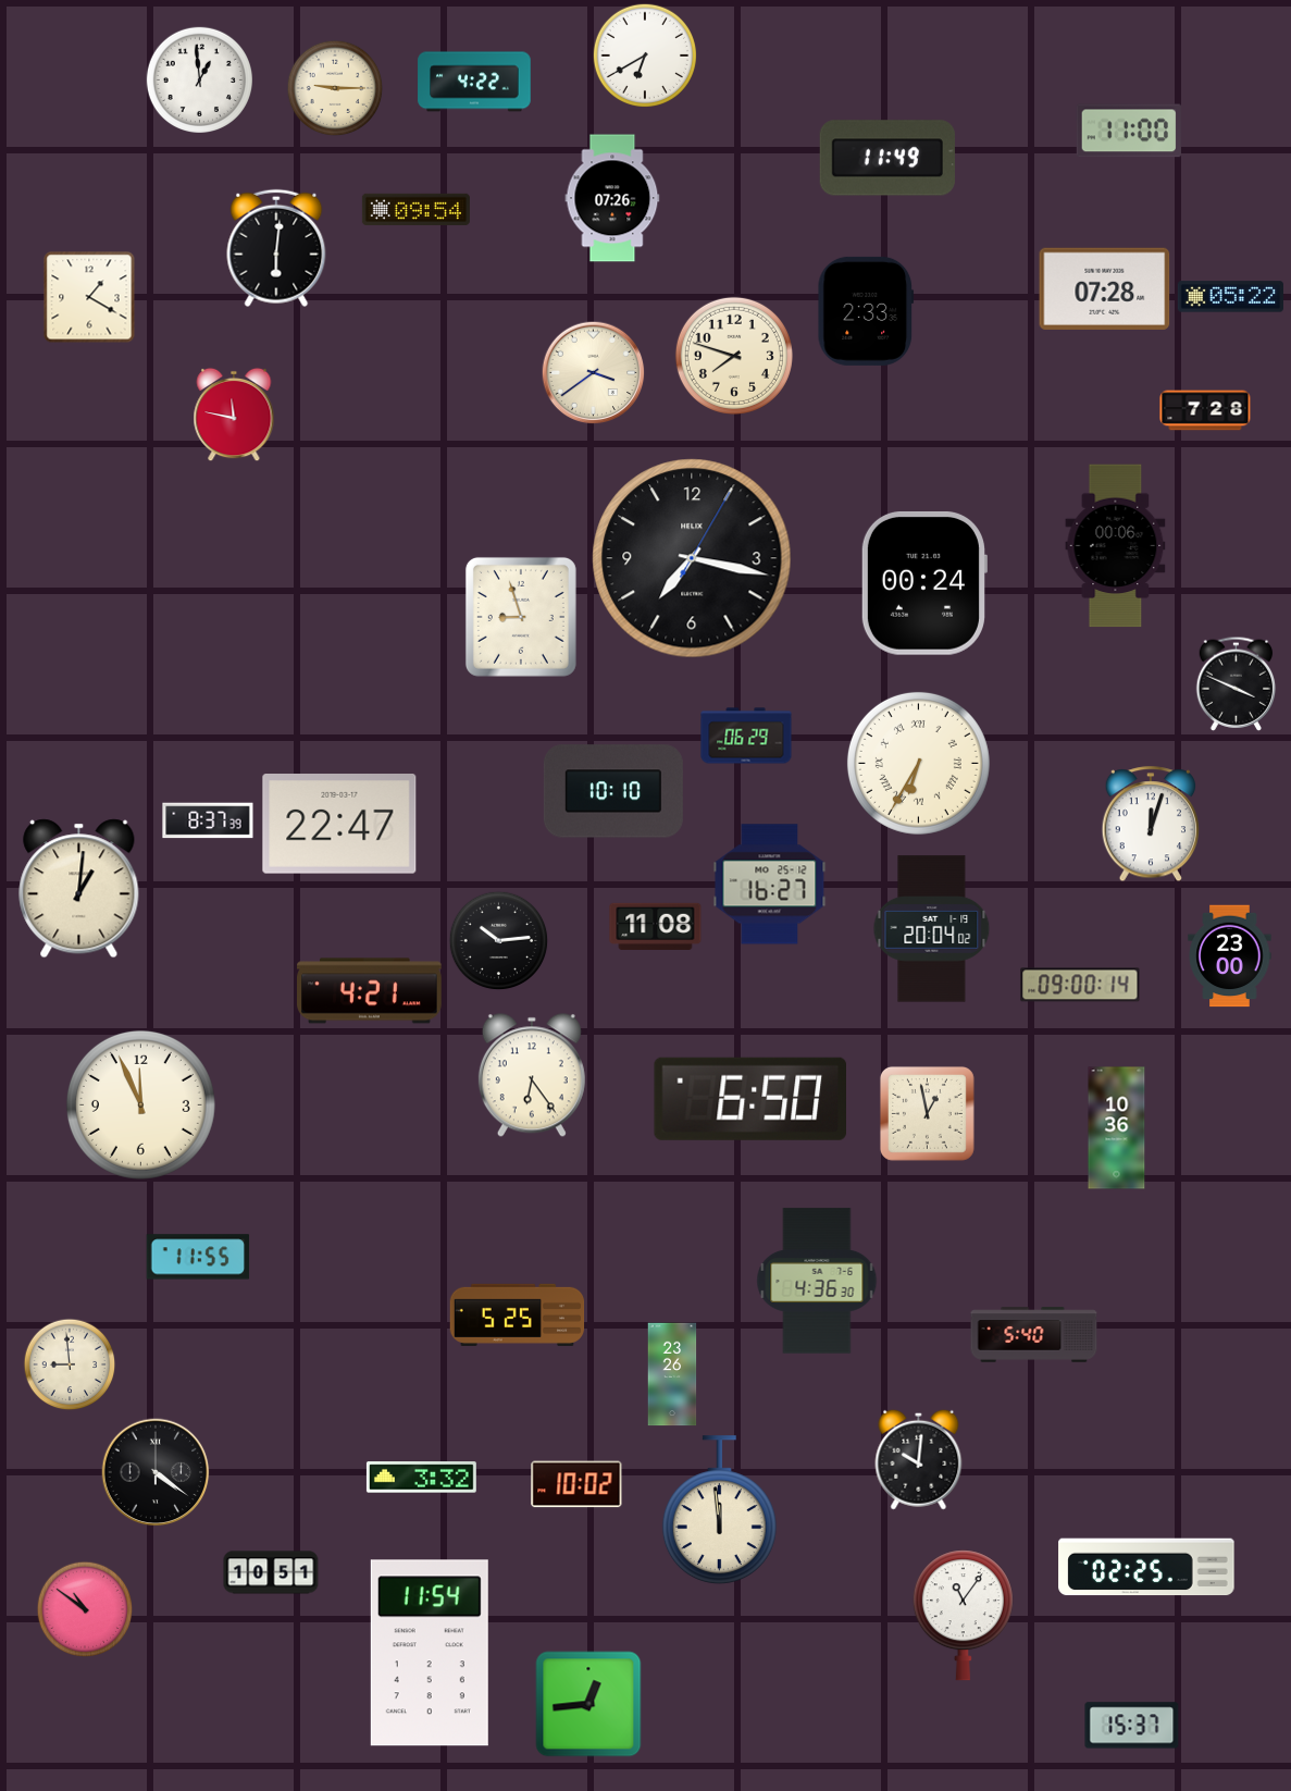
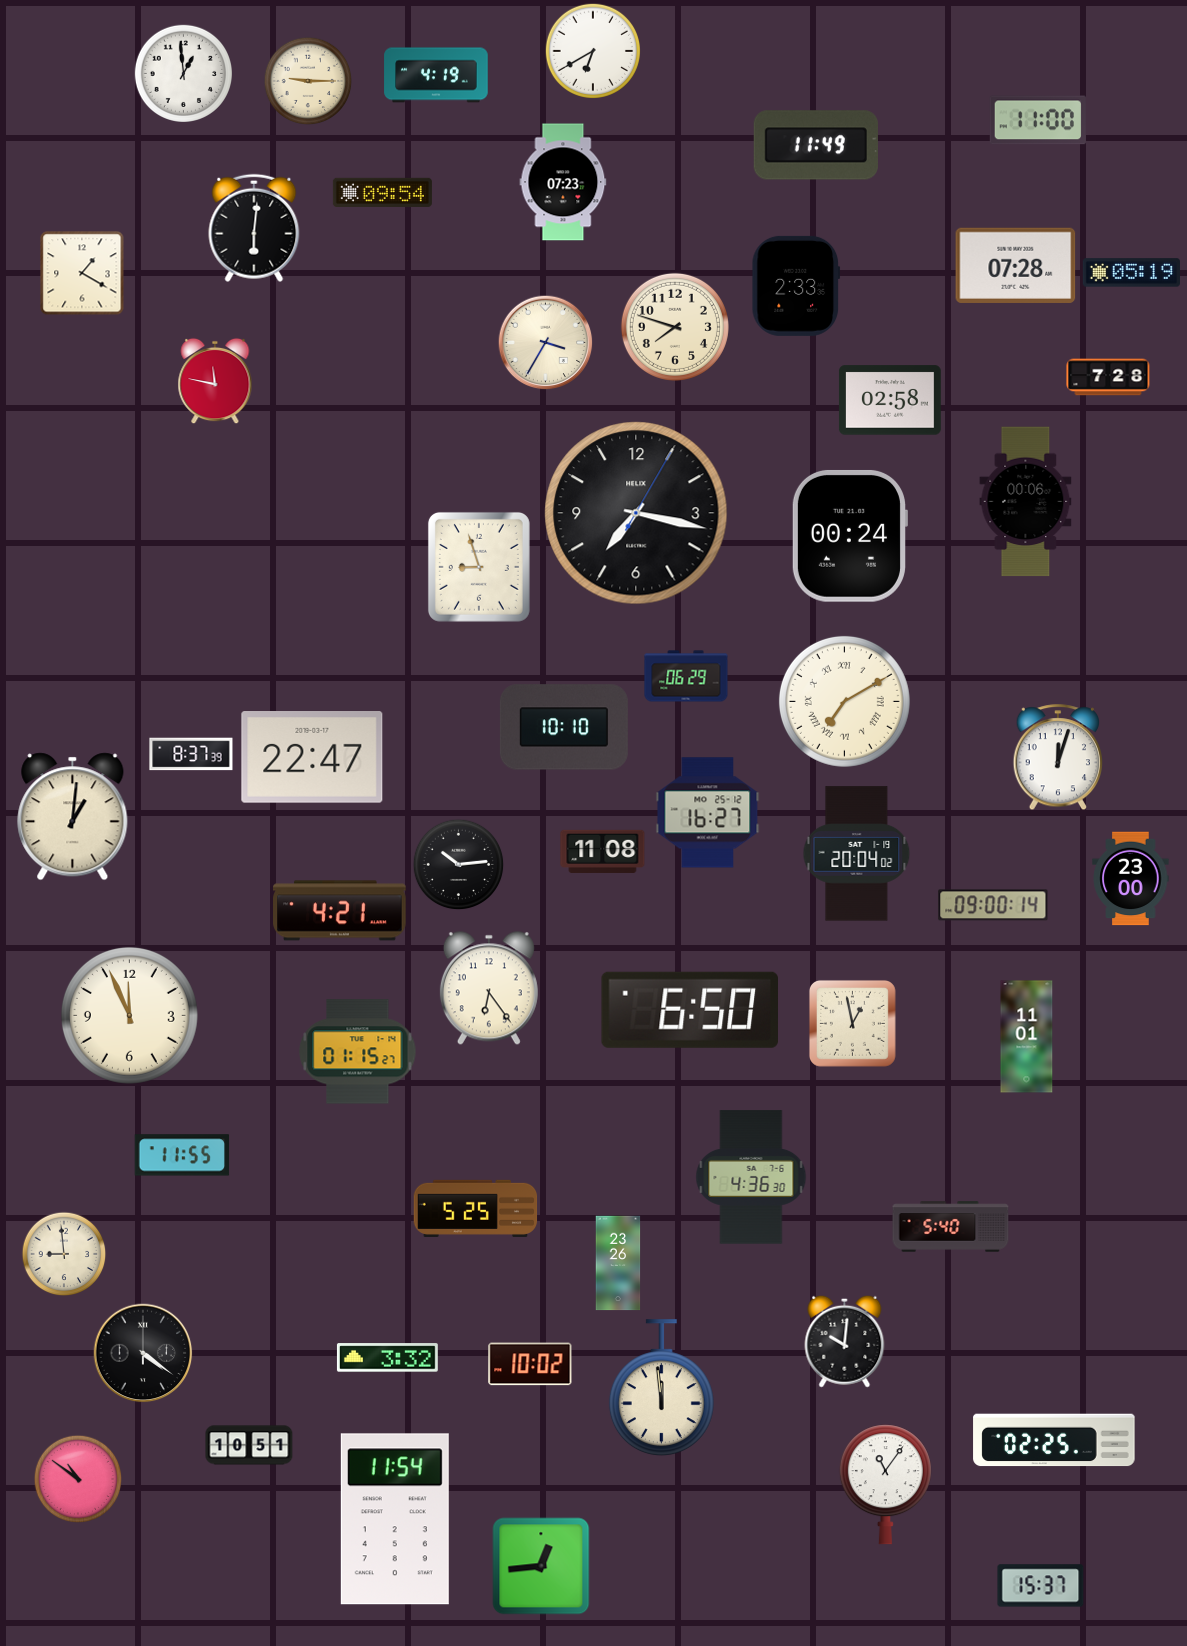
clock at (474, 82): 4:22 -> 4:19
clock at (612, 198): 07:26 -> 07:23
clock at (1230, 297): 05:22 -> 05:19
clock at (594, 373): 3:39 -> 3:35
clock at (890, 400): none -> 02:58
clock at (1237, 683): 3:49 -> none
clock at (918, 763): 6:35 -> 7:10
clock at (1117, 1128): 10:36 -> 11:01
clock at (358, 1052): none -> 01:15
